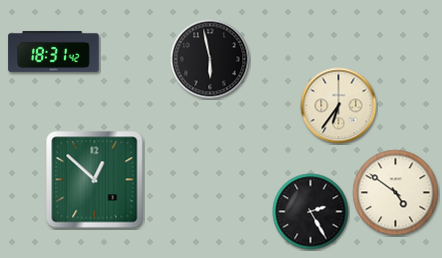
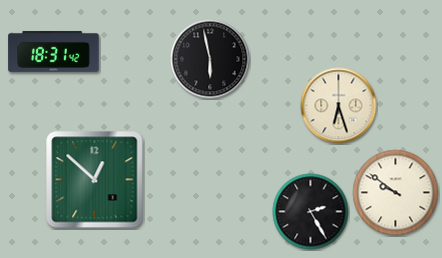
clock at (339, 106): 6:36 -> 6:27
clock at (396, 193): 4:51 -> 9:51
